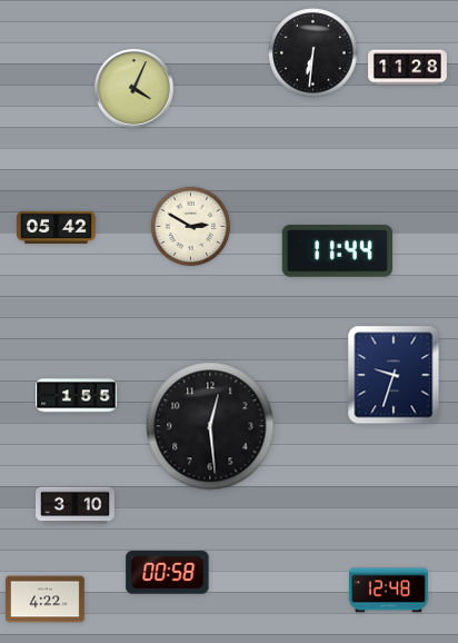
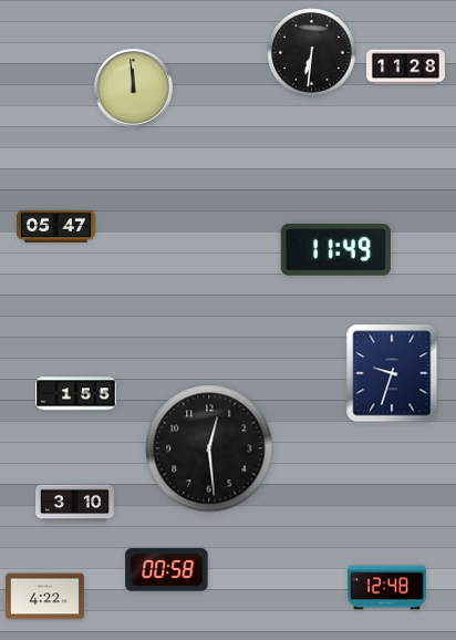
clock at (133, 88): 4:04 -> 11:59
clock at (57, 227): 05:42 -> 05:47
clock at (191, 227): 2:50 -> none
clock at (337, 251): 11:44 -> 11:49
clock at (210, 426) position: (210, 426) -> (209, 448)
